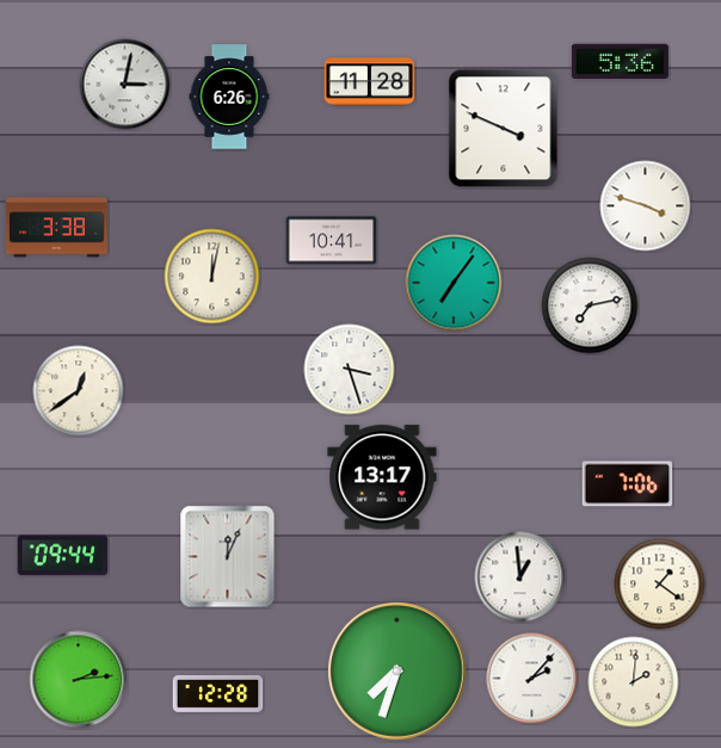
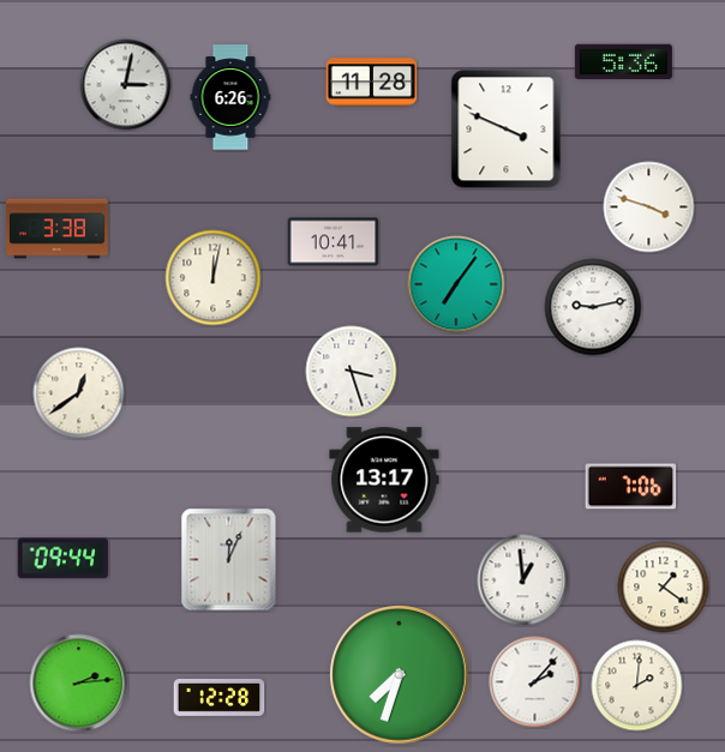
clock at (590, 305): 7:13 -> 9:13
